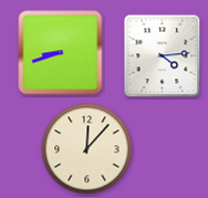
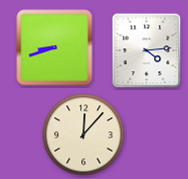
clock at (87, 149) position: (87, 149) -> (84, 135)
